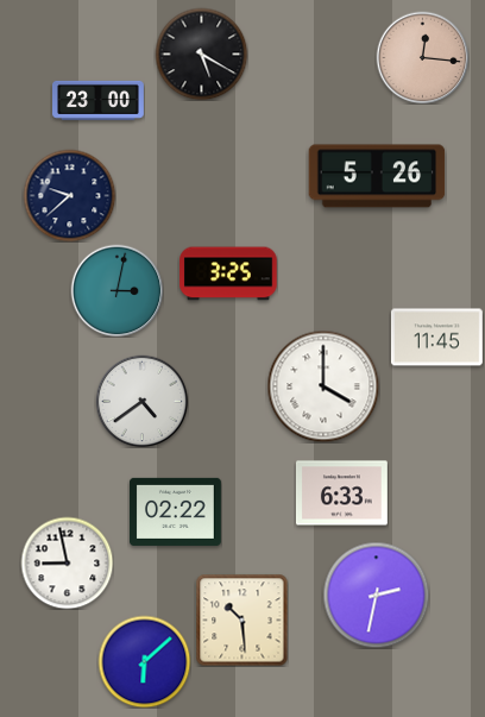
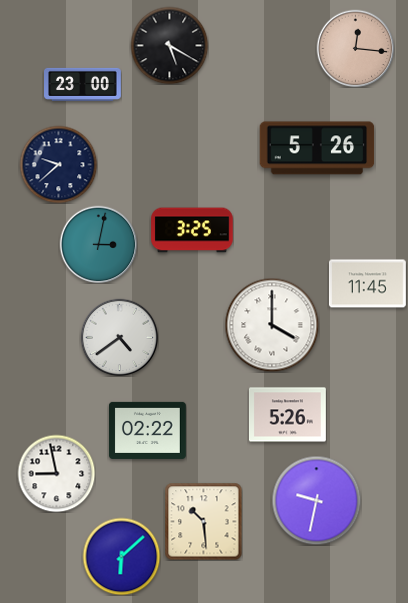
clock at (342, 493): 6:33 -> 5:26
clock at (376, 595): 2:32 -> 9:32
